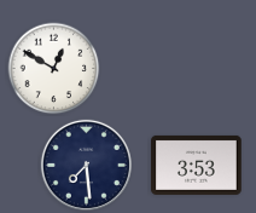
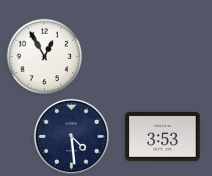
clock at (54, 69): 12:50 -> 12:55
clock at (86, 165): 7:29 -> 4:29
